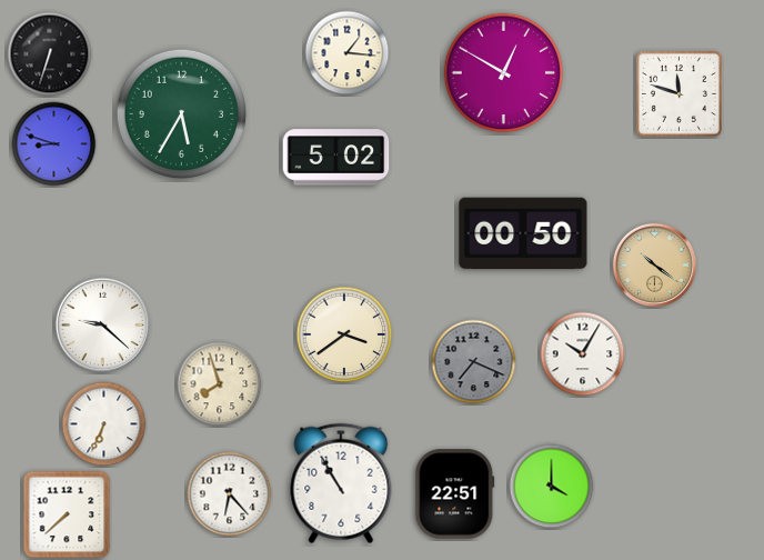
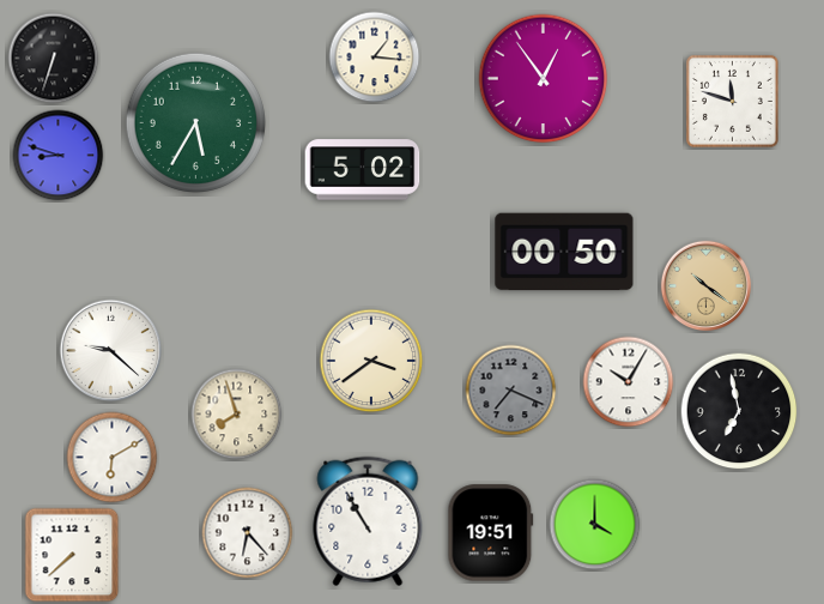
clock at (504, 73): 12:50 -> 12:54
clock at (739, 411): none -> 6:58
clock at (104, 424): 6:34 -> 6:10
clock at (455, 494): 22:51 -> 19:51
